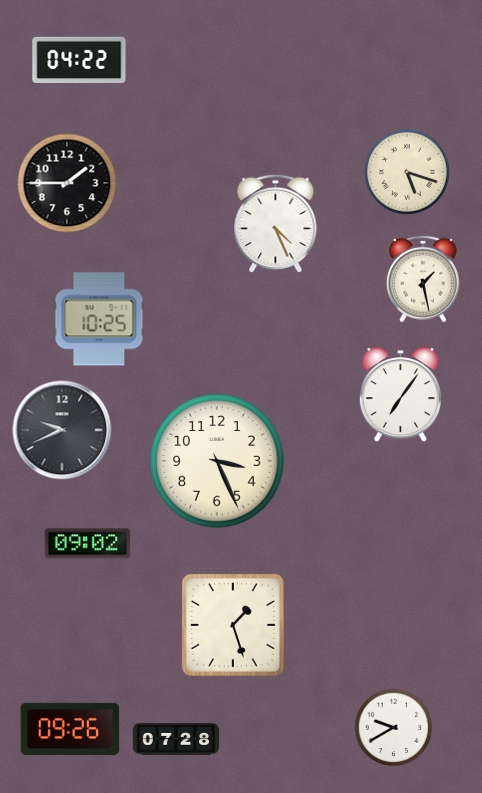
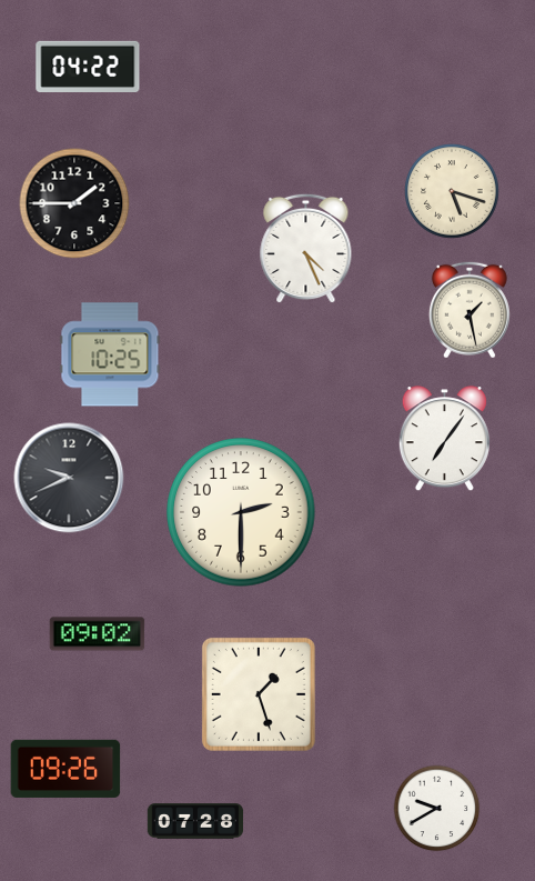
clock at (217, 461): 3:26 -> 2:30
clock at (88, 544) position: (88, 544) -> (98, 634)
clock at (70, 729) position: (70, 729) -> (65, 769)
